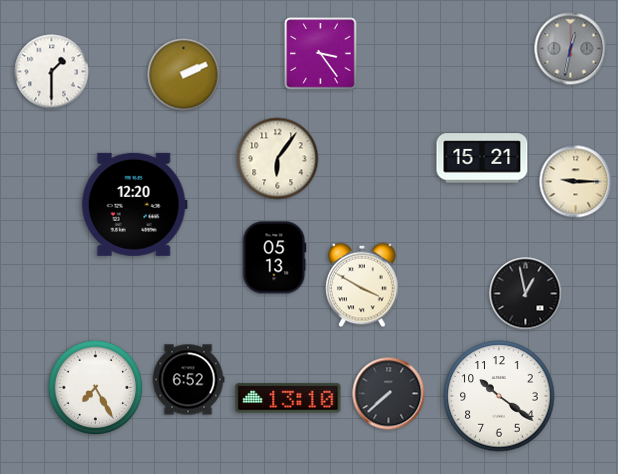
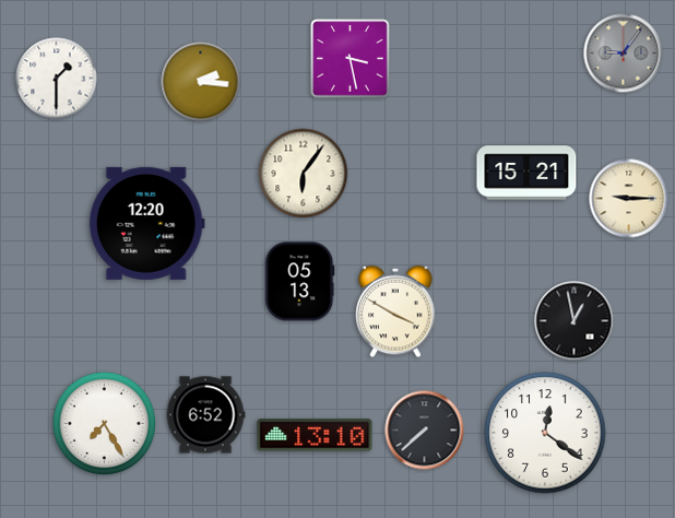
clock at (571, 49): 12:32 -> 9:06
clock at (321, 54): 3:24 -> 3:28
clock at (184, 75): 2:11 -> 2:16
clock at (499, 396): 10:21 -> 12:21
